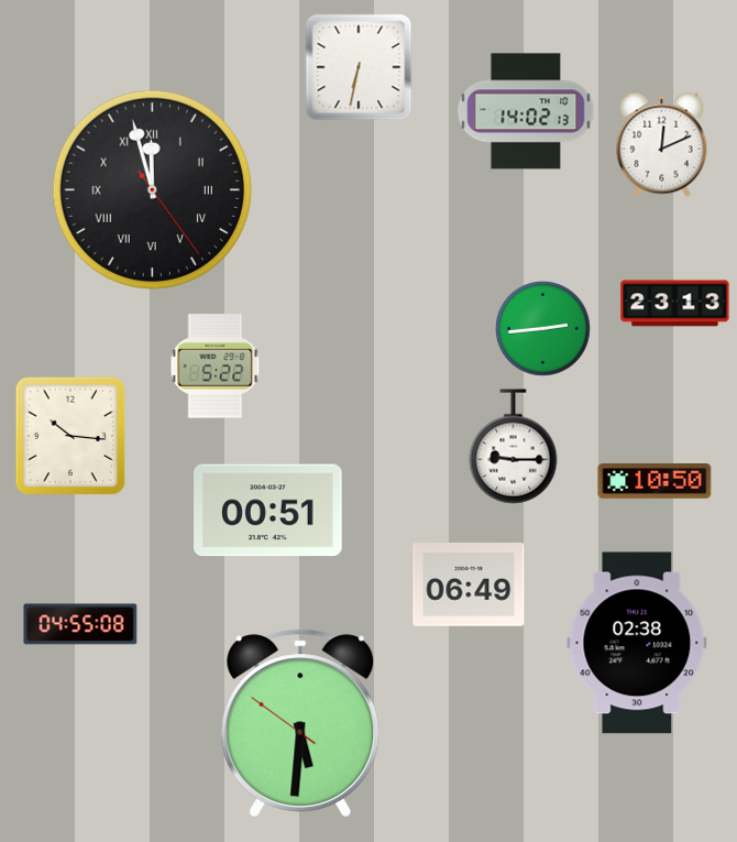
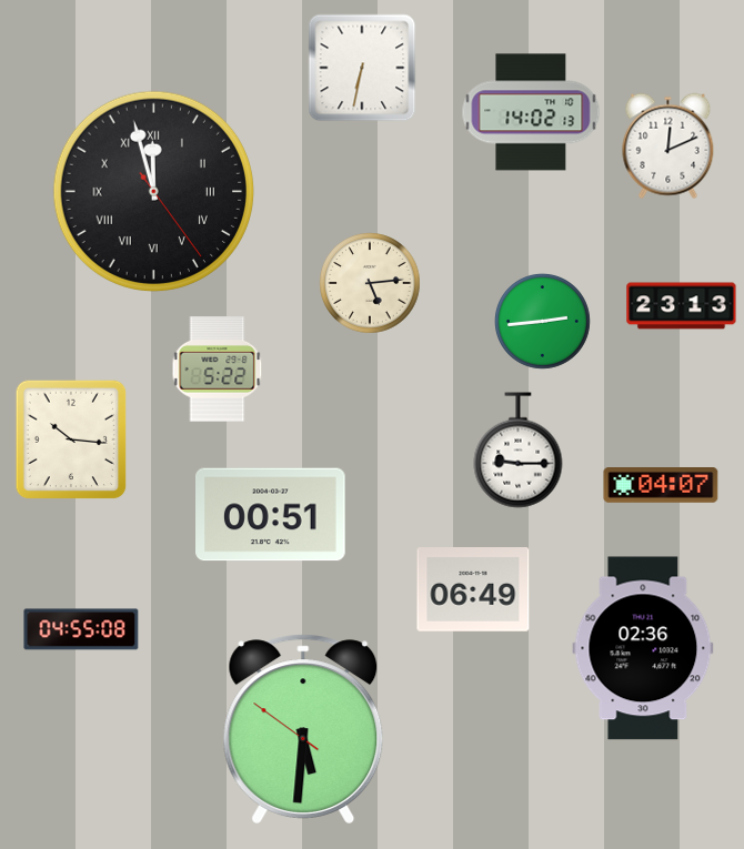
clock at (370, 283): none -> 5:14
clock at (542, 328) position: (542, 328) -> (542, 321)
clock at (654, 482): 10:50 -> 04:07
clock at (637, 643): 02:38 -> 02:36
